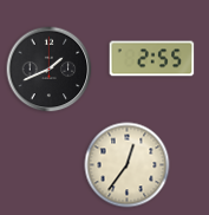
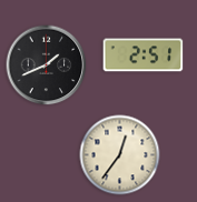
clock at (152, 59): 2:55 -> 2:51
